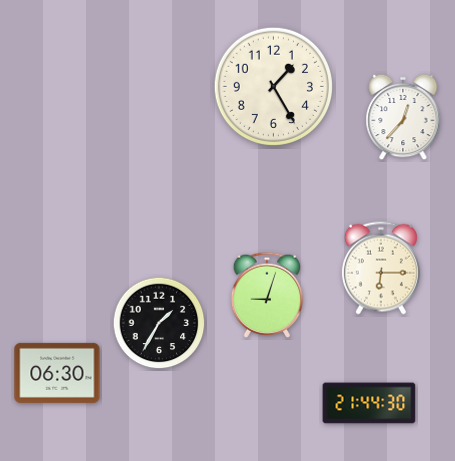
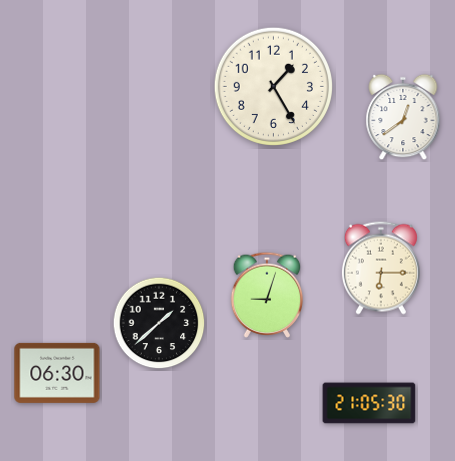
clock at (403, 117): 12:37 -> 12:39
clock at (159, 323): 1:35 -> 1:38
clock at (369, 403): 21:44 -> 21:05
